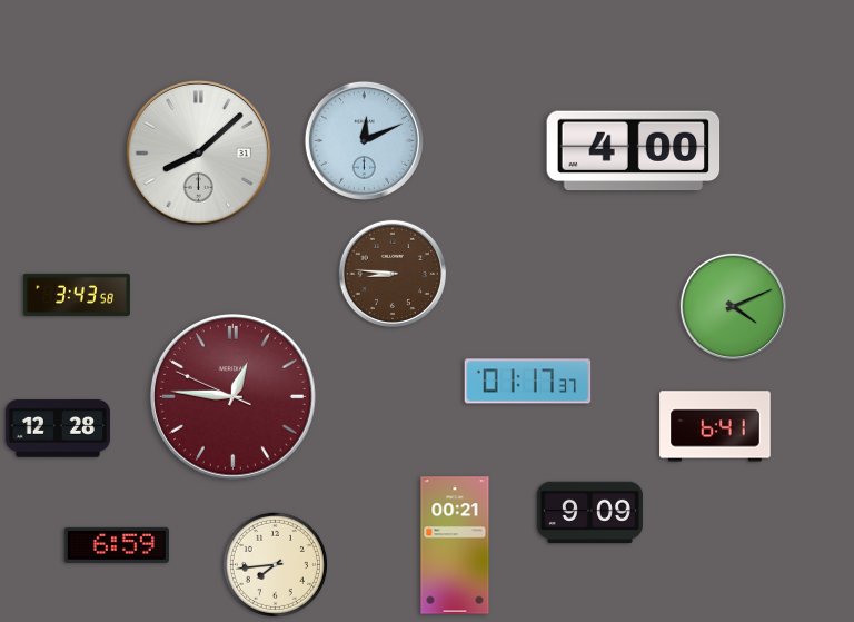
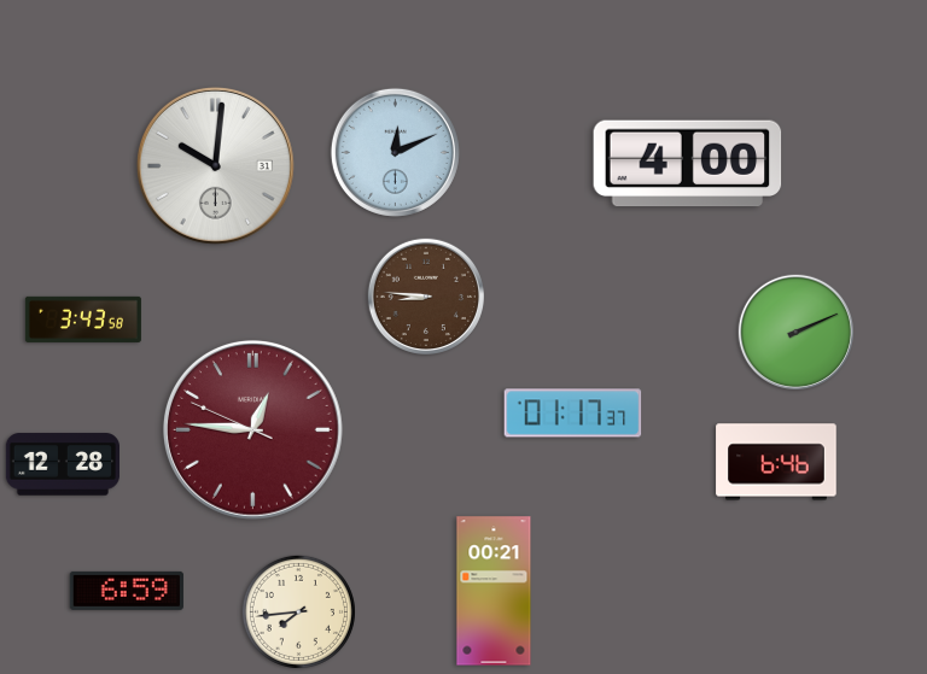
clock at (198, 152): 8:08 -> 10:01
clock at (733, 306): 4:11 -> 2:11
clock at (715, 426): 6:41 -> 6:46
clock at (589, 513): 9:09 -> none
